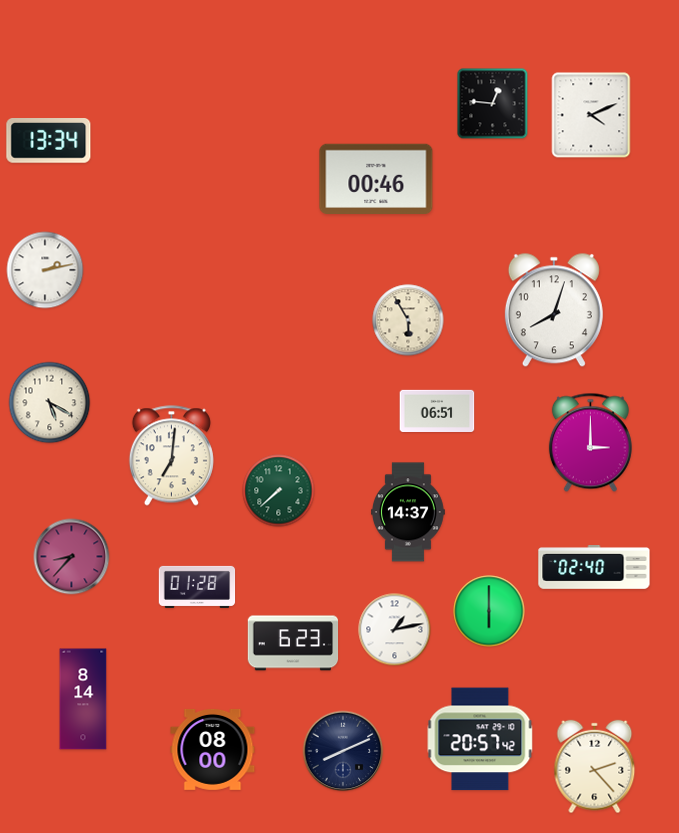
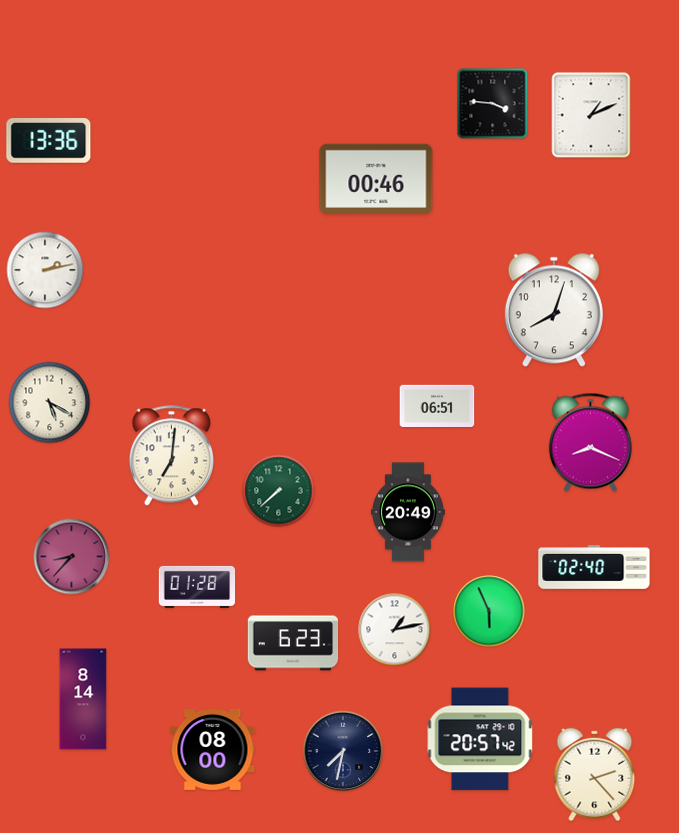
clock at (493, 104): 12:46 -> 3:46
clock at (591, 115): 4:11 -> 1:11
clock at (49, 141): 13:34 -> 13:36
clock at (408, 320): 5:55 -> none
clock at (437, 410) position: (437, 410) -> (437, 405)
clock at (590, 443): 3:00 -> 8:19
clock at (408, 512): 14:37 -> 20:49
clock at (489, 611): 6:00 -> 5:56
clock at (343, 751): 8:11 -> 7:32
clock at (595, 767) position: (595, 767) -> (595, 775)
